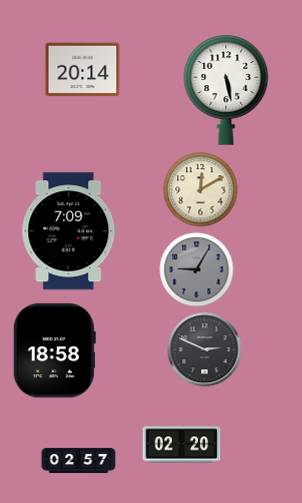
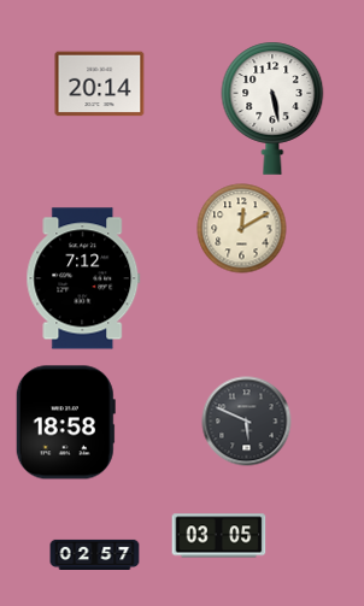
clock at (69, 231): 7:09 -> 7:12
clock at (197, 270): 9:05 -> none
clock at (205, 350): 2:49 -> 5:49
clock at (182, 445): 02:20 -> 03:05
